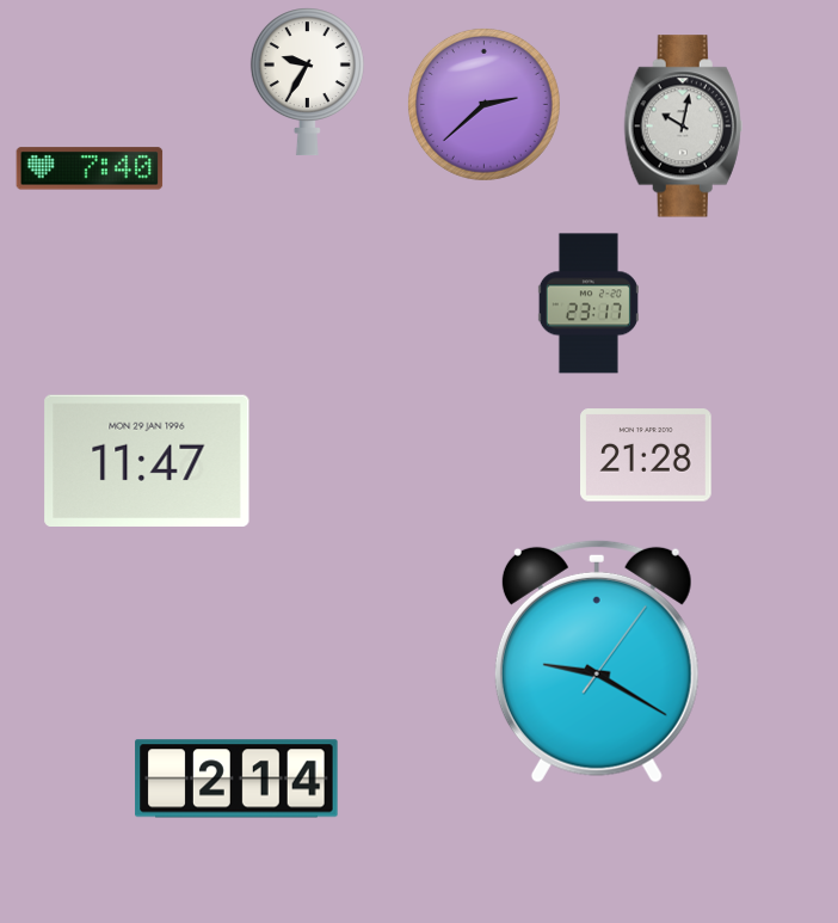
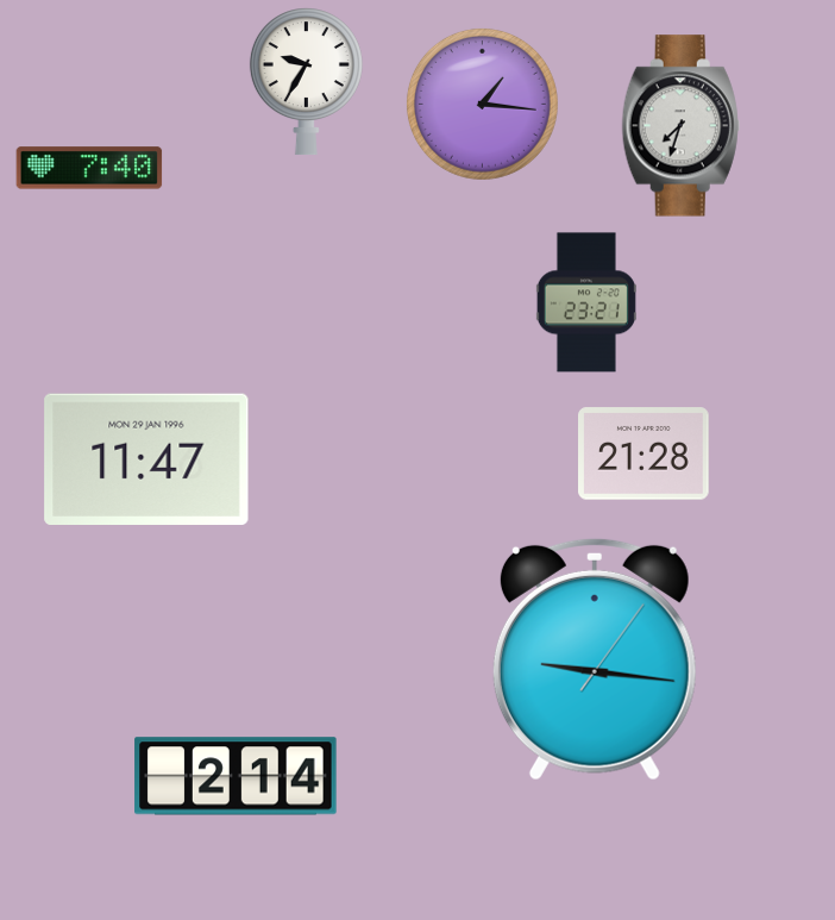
clock at (483, 104): 2:38 -> 1:16
clock at (683, 127): 10:02 -> 7:33
clock at (589, 303): 23:17 -> 23:21
clock at (597, 662): 9:20 -> 9:16
